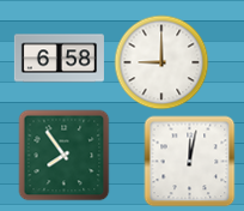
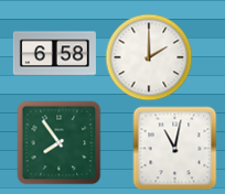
clock at (161, 62): 9:00 -> 2:00
clock at (190, 162): 12:02 -> 11:02
